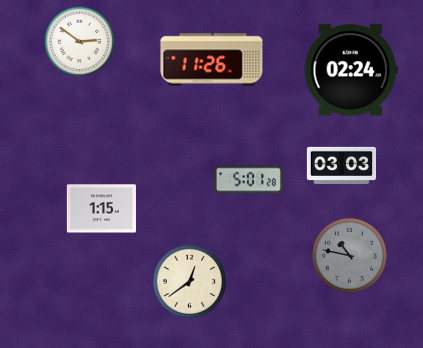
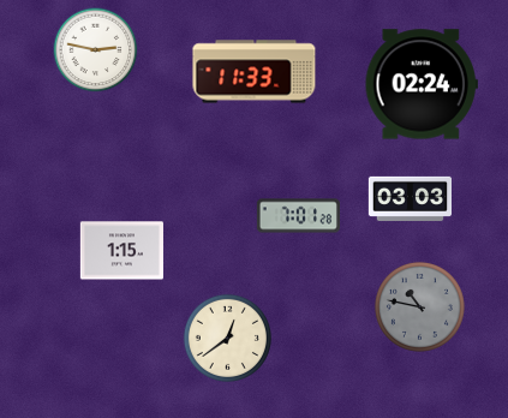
clock at (80, 42): 2:51 -> 2:47
clock at (212, 60): 11:26 -> 11:33
clock at (248, 180): 5:01 -> 7:01
